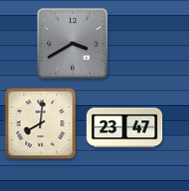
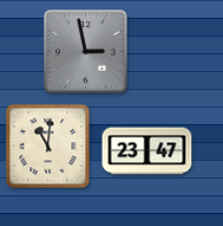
clock at (73, 44): 3:40 -> 2:58
clock at (41, 124): 8:01 -> 11:01
